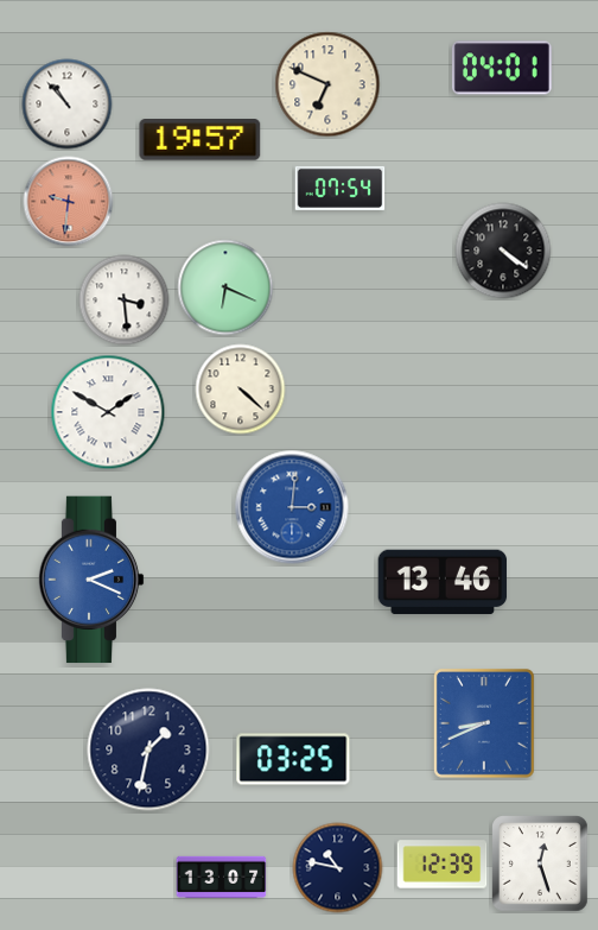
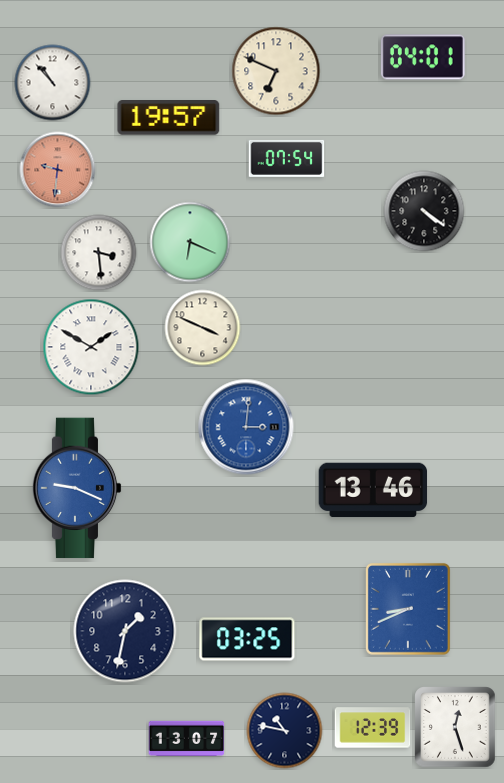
clock at (68, 105) position: (68, 105) -> (53, 83)
clock at (125, 300) position: (125, 300) -> (99, 253)
clock at (241, 390): 4:22 -> 3:49
clock at (91, 580): 2:19 -> 9:19
